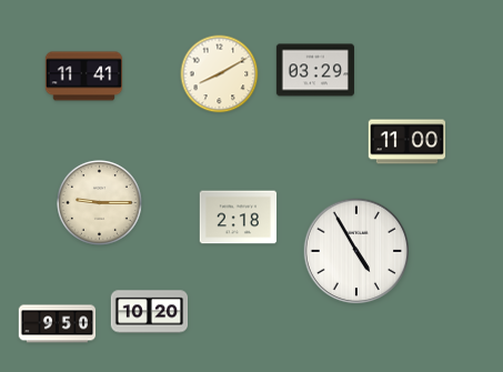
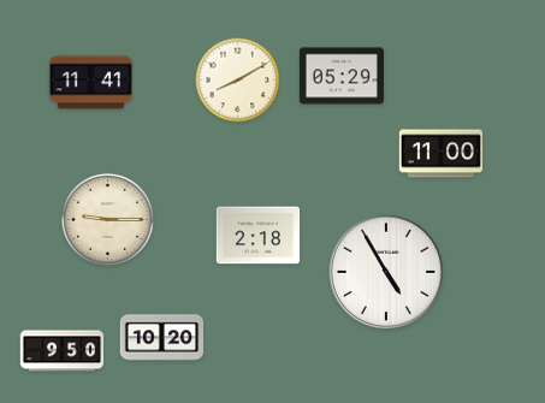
clock at (315, 70): 03:29 -> 05:29
